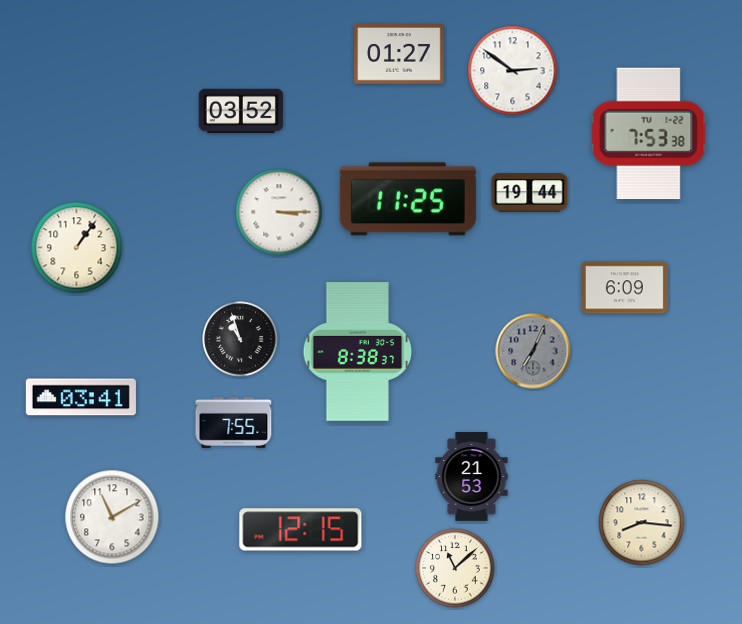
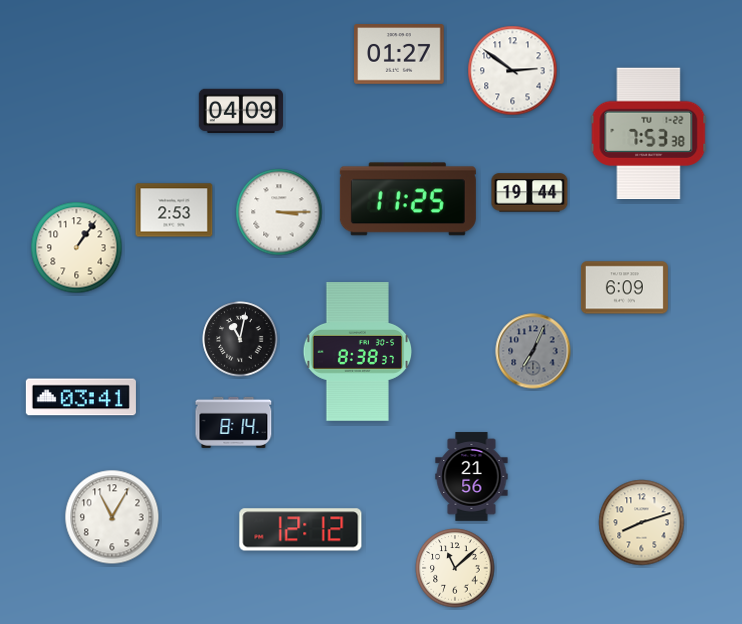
clock at (241, 110): 03:52 -> 04:09
clock at (174, 210): none -> 2:53
clock at (240, 339): 10:57 -> 11:02
clock at (234, 422): 7:55 -> 8:14
clock at (472, 477): 21:53 -> 21:56
clock at (112, 517): 11:10 -> 11:05
clock at (642, 523): 8:16 -> 8:12
clock at (301, 530): 12:15 -> 12:12
